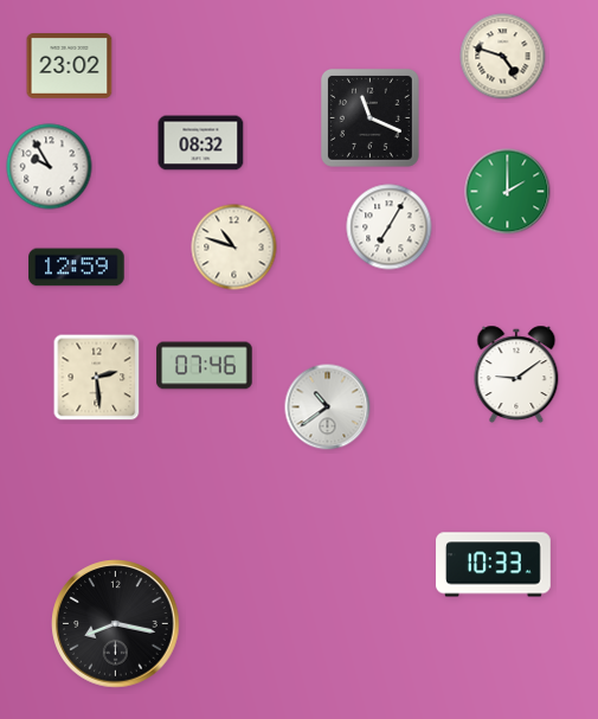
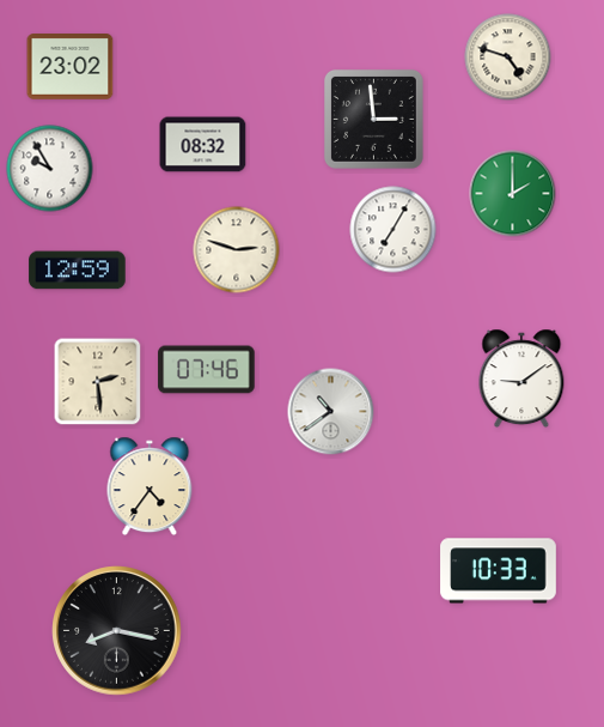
clock at (369, 117): 11:19 -> 2:59
clock at (234, 248): 10:48 -> 2:48
clock at (150, 486): none -> 4:36
